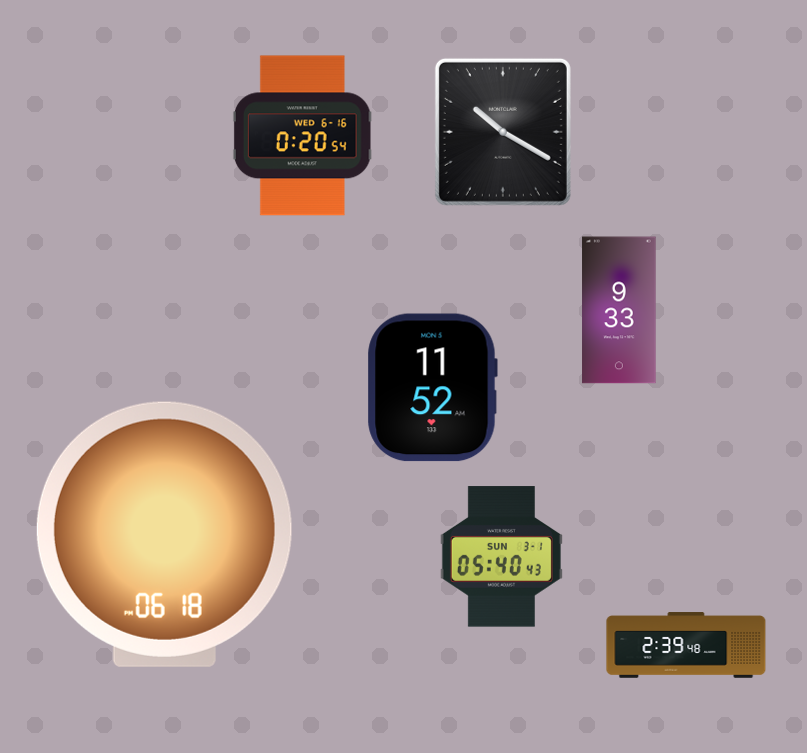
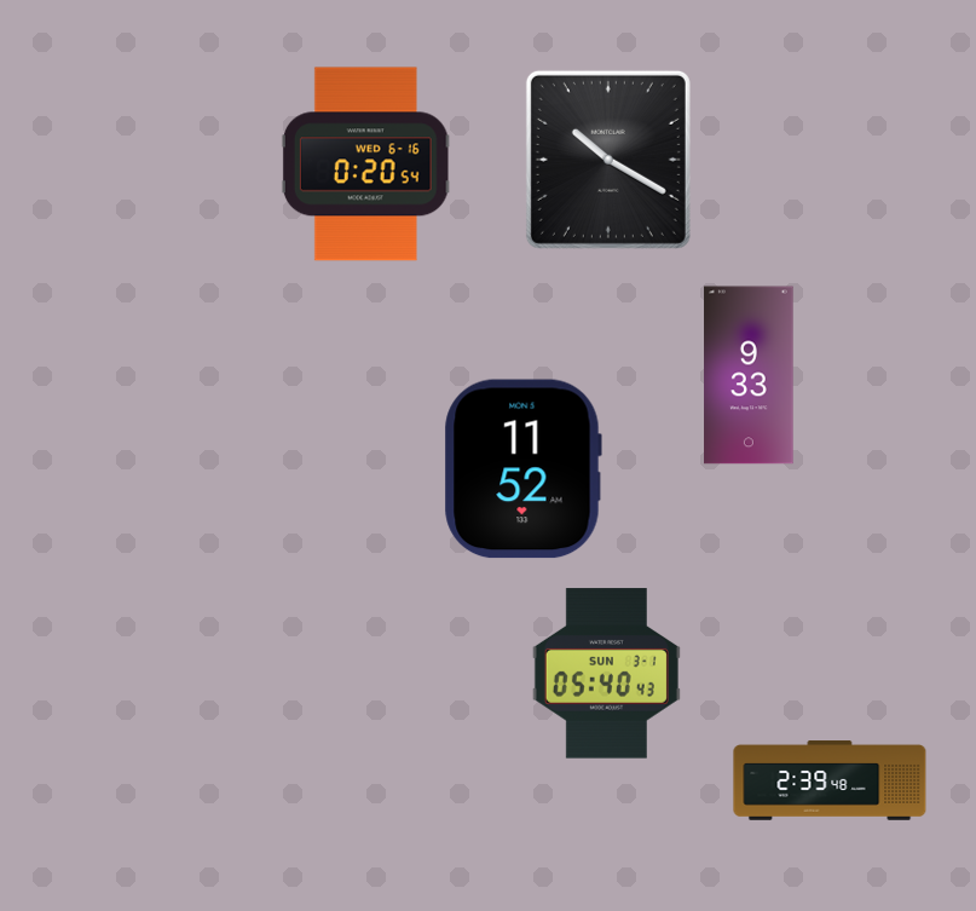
clock at (164, 534): 06:18 -> none
